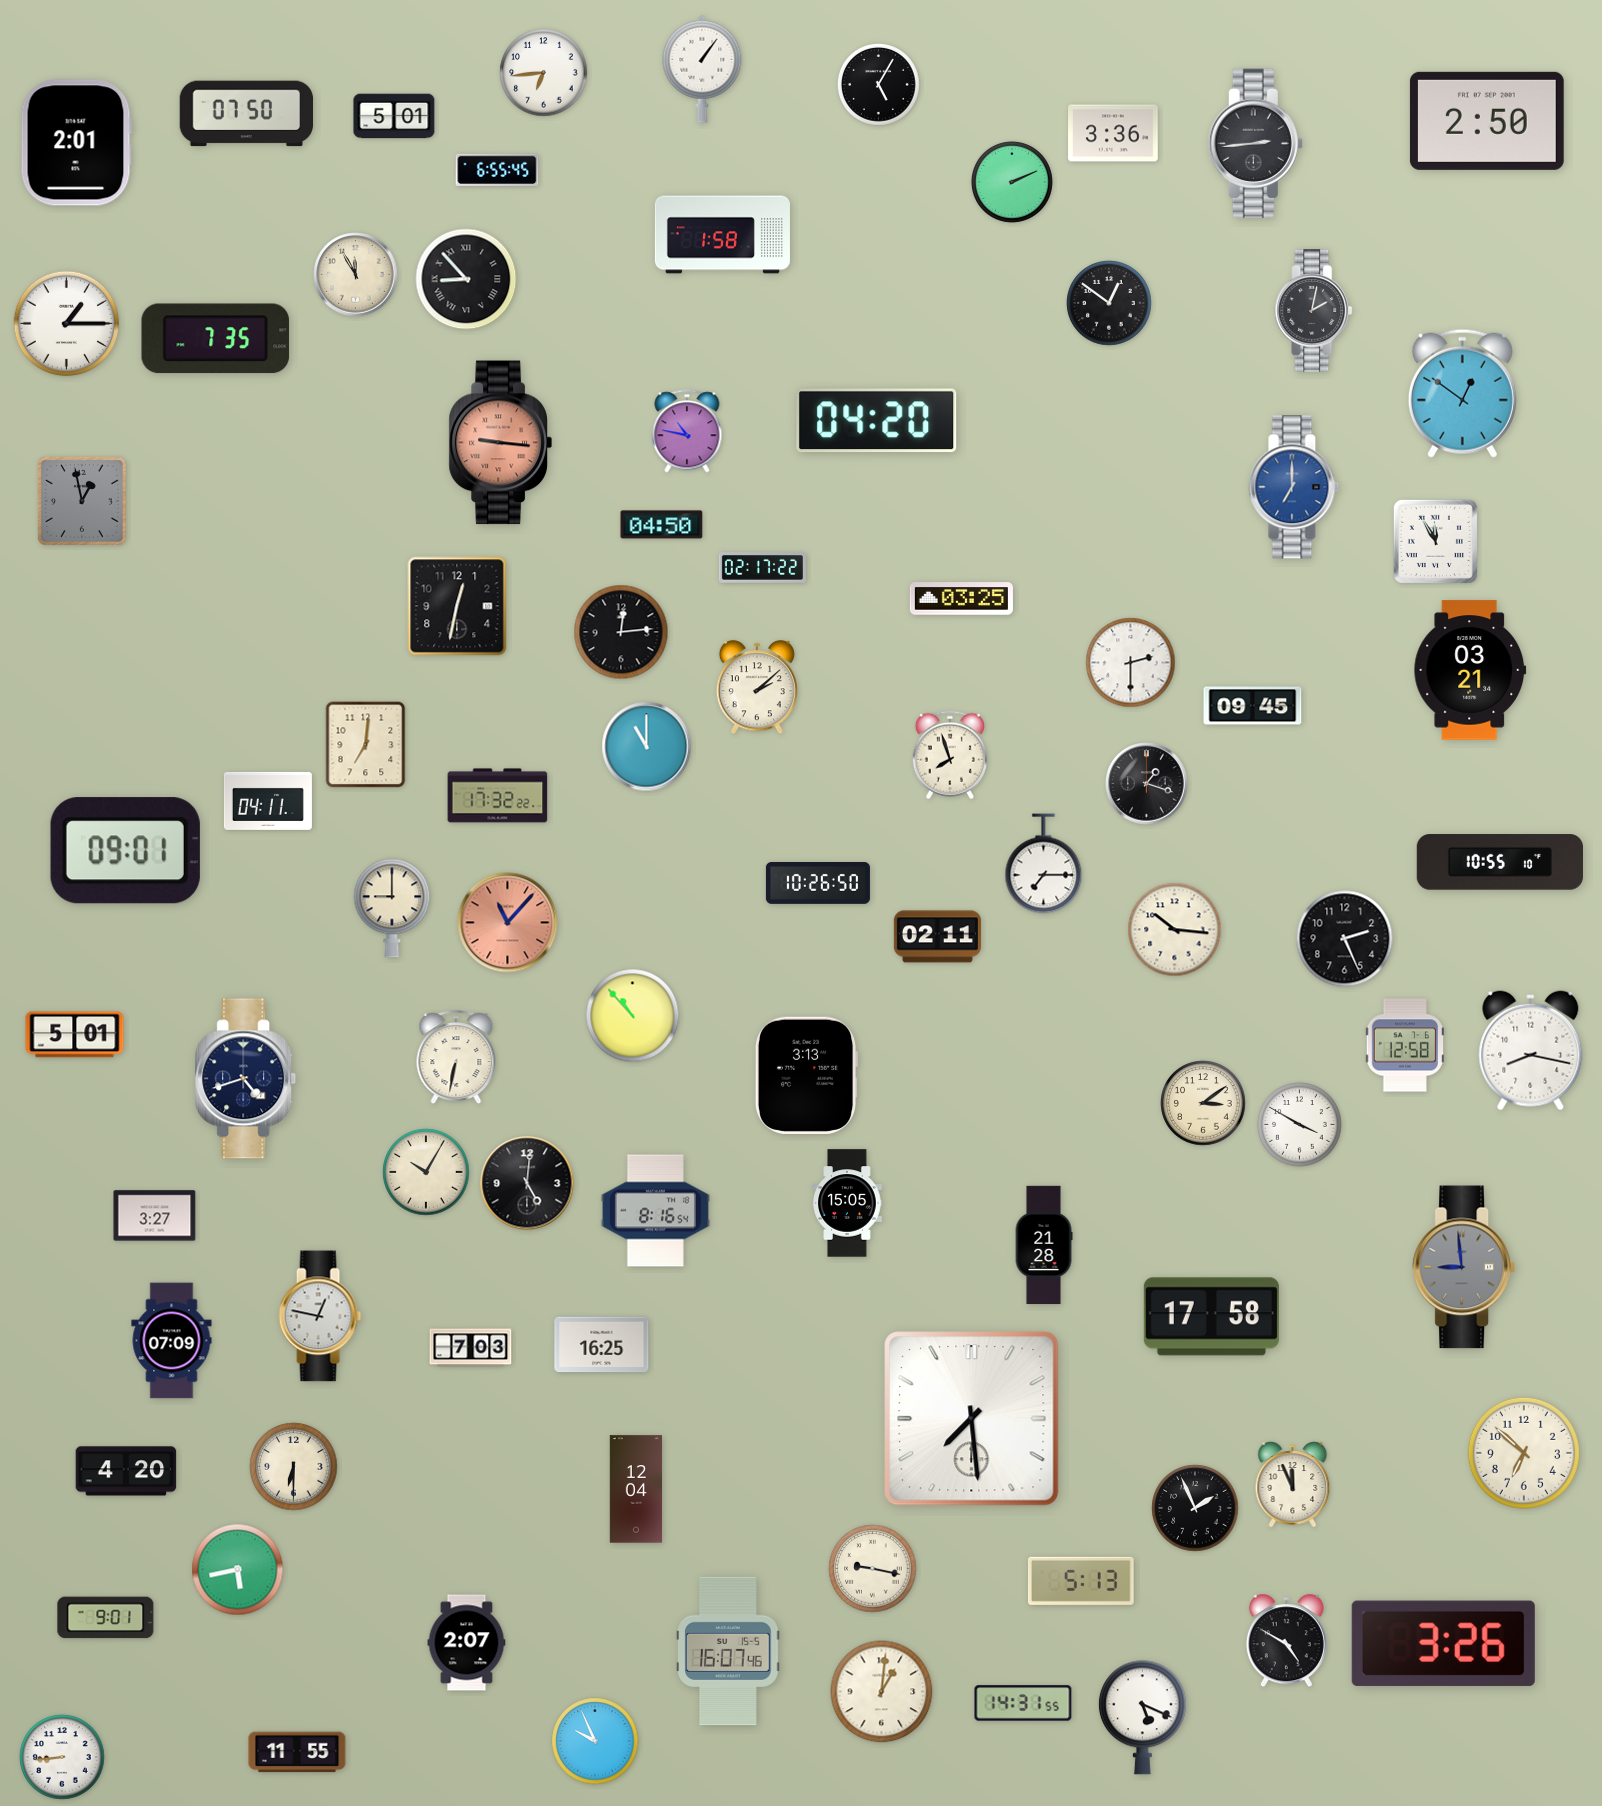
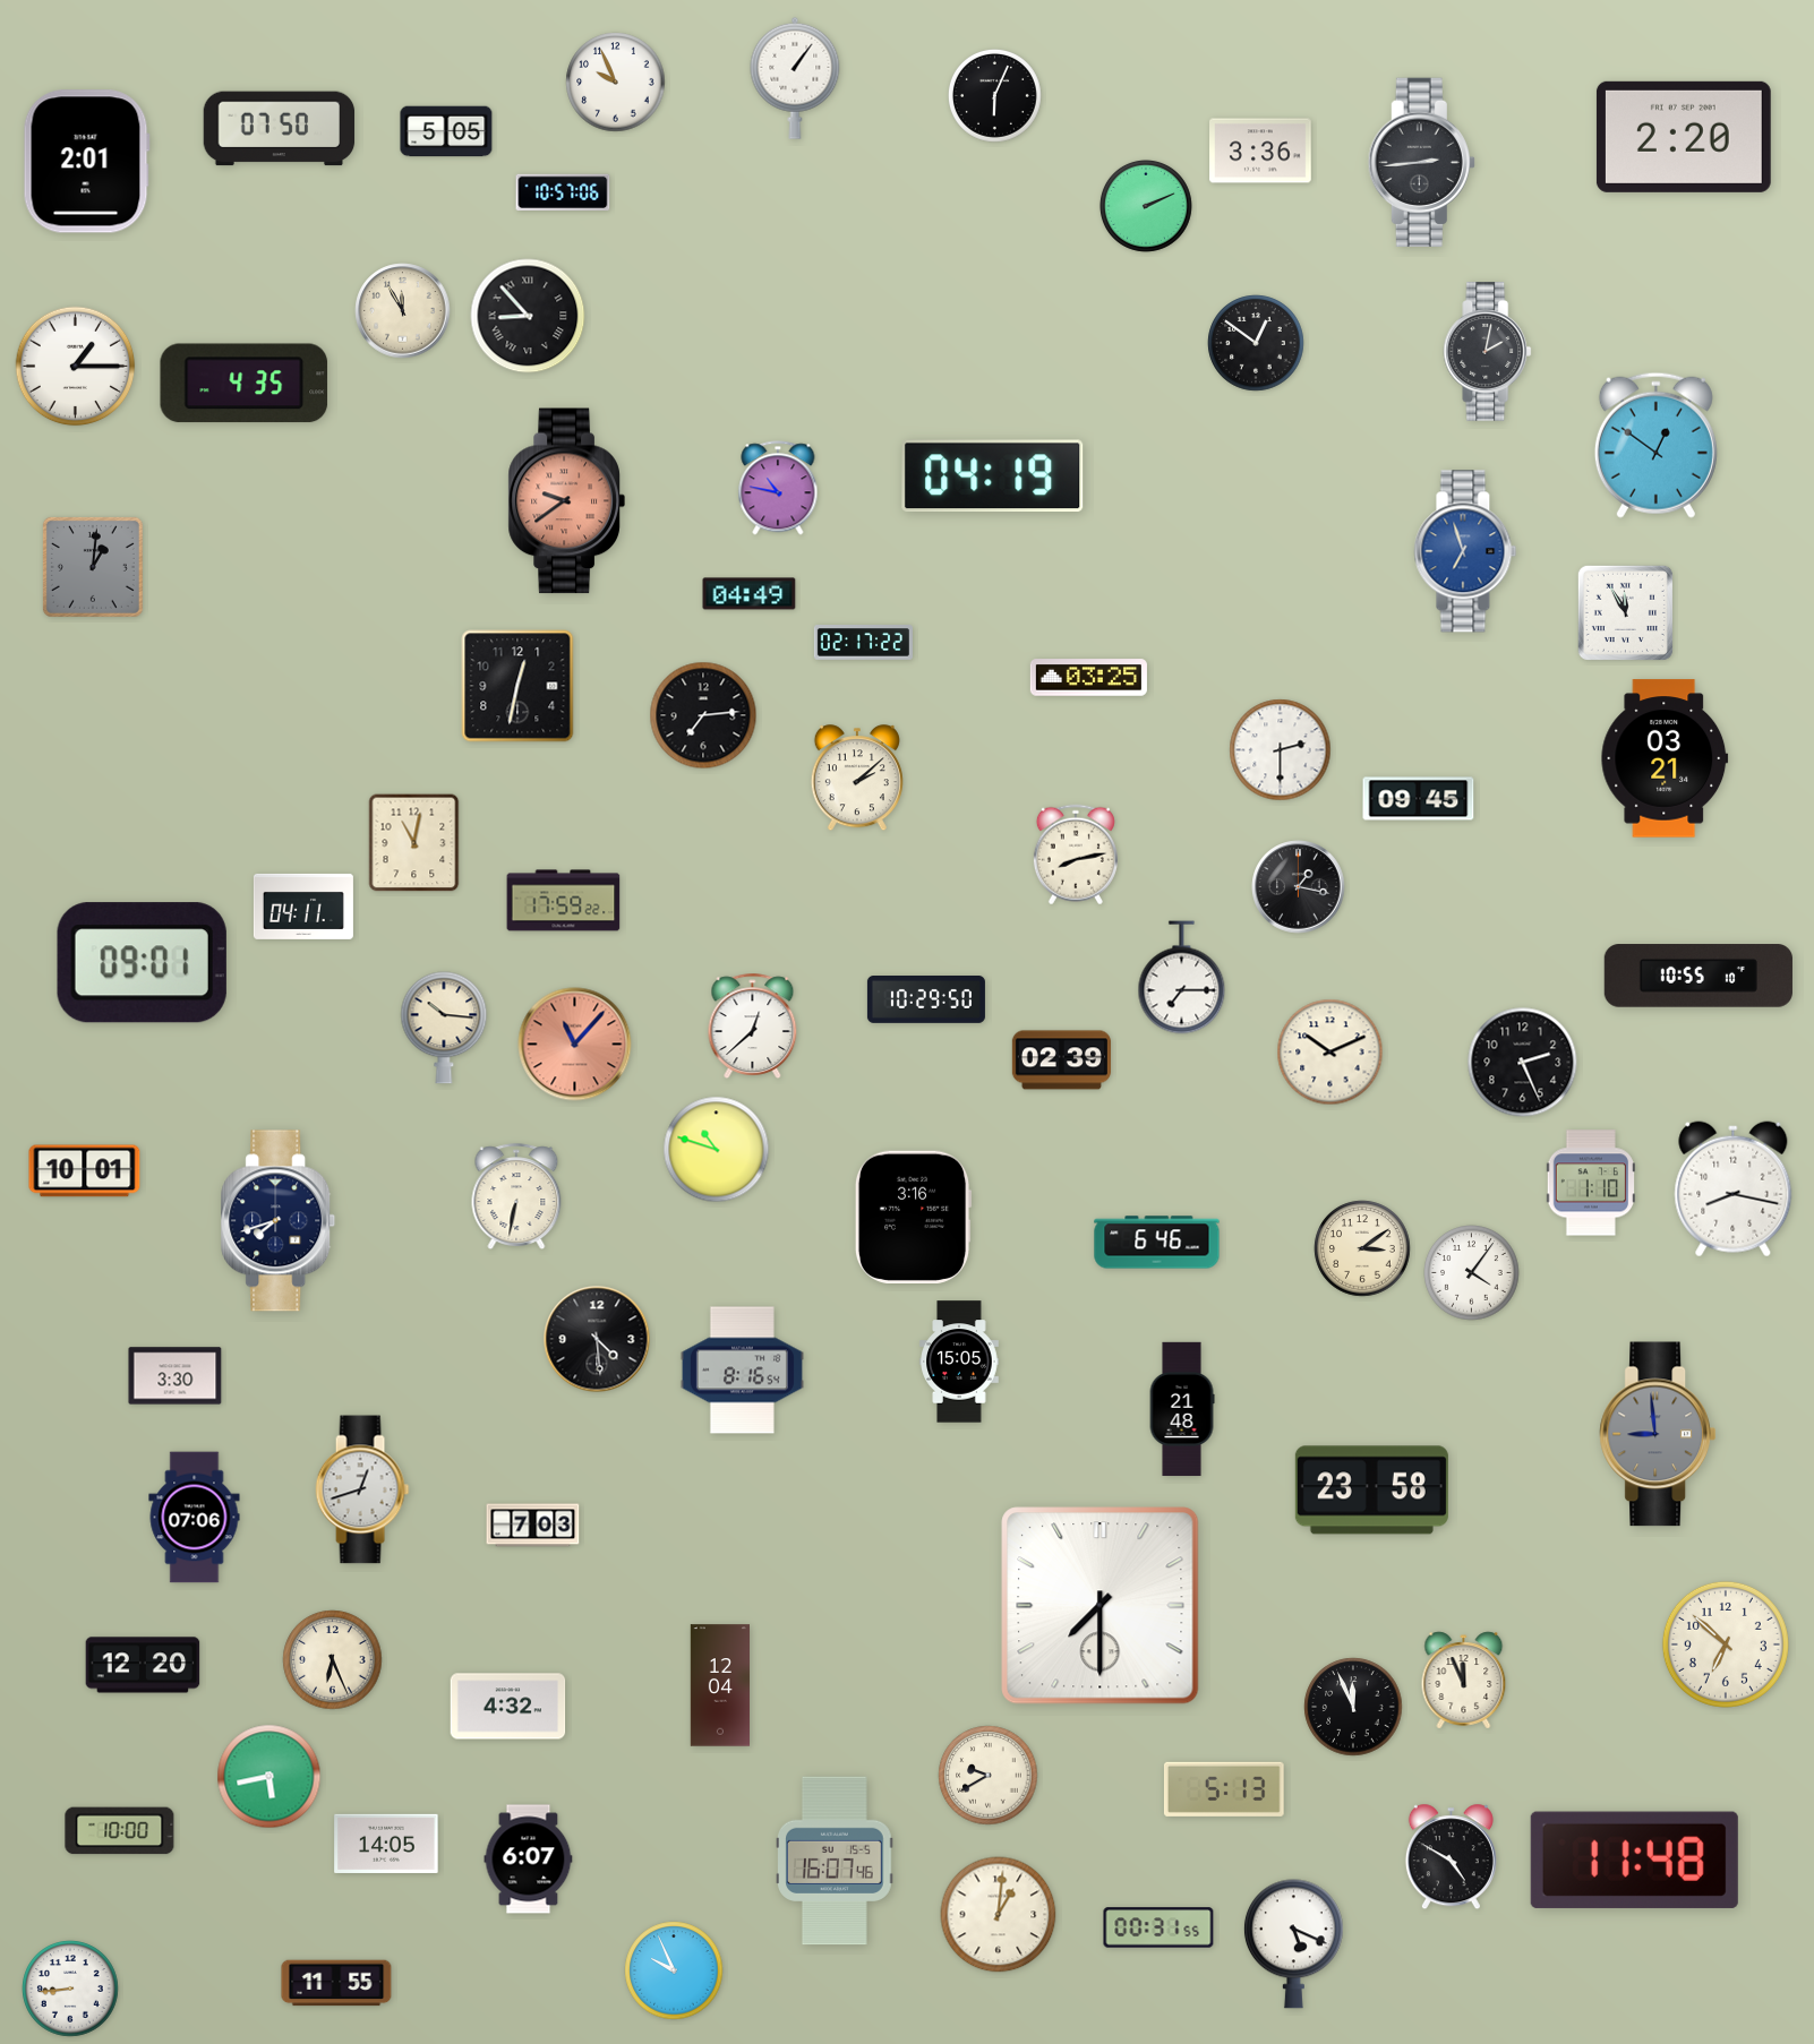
clock at (544, 73): 6:44 -> 9:56
clock at (879, 85): 5:05 -> 6:04
clock at (394, 116): 5:01 -> 5:05
clock at (1487, 121): 2:50 -> 2:20
clock at (497, 169): 6:55 -> 10:57
clock at (722, 235): 1:58 -> none
clock at (216, 339): 7:35 -> 4:35
clock at (877, 421): 04:20 -> 04:19
clock at (500, 443): 9:16 -> 9:39
clock at (1294, 487): 7:00 -> 6:57
clock at (82, 501): 12:58 -> 1:01
clock at (662, 525): 04:50 -> 04:49
clock at (621, 632): 12:14 -> 7:14
clock at (366, 745): 7:01 -> 11:02
clock at (647, 747): 11:00 -> none
clock at (950, 755): 7:57 -> 8:13
clock at (1147, 784): 1:18 -> 1:17
clock at (498, 796): 17:32 -> 17:59
clock at (818, 884): 10:26 -> 10:29
clock at (753, 1025): none -> 12:38
clock at (392, 908): 9:00 -> 10:16
clock at (1175, 930): 10:16 -> 10:11
clock at (937, 937): 02:11 -> 02:39
clock at (633, 1016): 10:53 -> 10:48
clock at (75, 1035): 5:01 -> 10:01
clock at (1405, 1045): 12:58 -> 1:10
clock at (806, 1075): 3:13 -> 3:16
clock at (246, 1079): 4:42 -> 7:42
clock at (1157, 1243): none -> 6:46
clock at (1300, 1125): 3:50 -> 4:06
clock at (426, 1172): 10:05 -> none
clock at (527, 1183): 5:01 -> 4:29
clock at (155, 1216): 3:27 -> 3:30
clock at (1044, 1245): 21:28 -> 21:48
clock at (320, 1316): 12:47 -> 12:42
clock at (1211, 1317): 17:58 -> 23:58
clock at (172, 1341): 07:09 -> 07:06
clock at (602, 1345): 16:25 -> none
clock at (972, 1419): 7:29 -> 7:30
clock at (294, 1467): 6:30 -> 6:26
clock at (126, 1471): 4:20 -> 12:20
clock at (508, 1707): none -> 4:32
clock at (1195, 1508): 1:56 -> 11:56
clock at (873, 1569): 9:17 -> 9:40
clock at (106, 1618): 9:01 -> 10:00
clock at (386, 1844): none -> 14:05
clock at (1286, 1641) position: (1286, 1641) -> (1451, 1857)
clock at (467, 1643): 2:07 -> 6:07
clock at (1443, 1643): 3:26 -> 11:48
clock at (729, 1651) position: (729, 1651) -> (836, 1861)
clock at (1023, 1703): 14:31 -> 00:31
